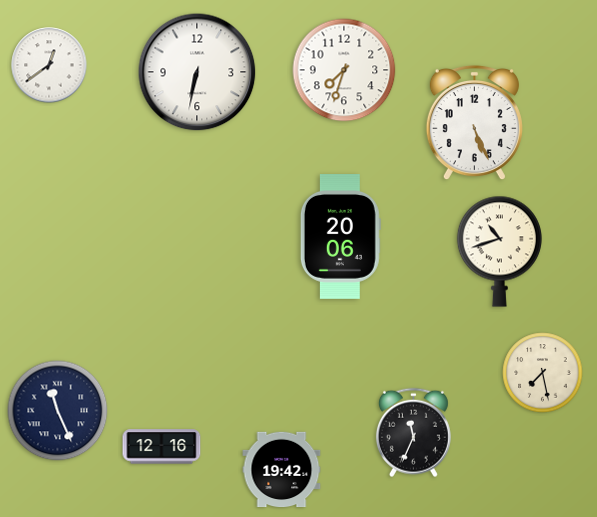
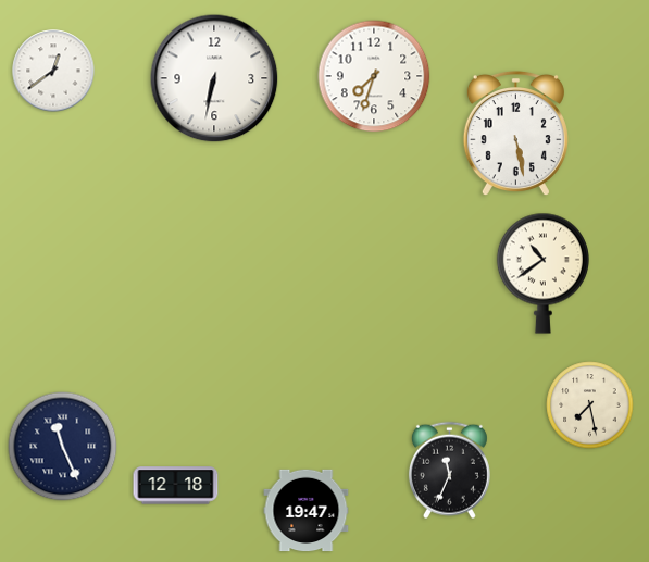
clock at (474, 123): 5:26 -> 5:28
clock at (340, 237): 20:06 -> none
clock at (499, 251): 10:42 -> 10:39
clock at (162, 447): 12:16 -> 12:18
clock at (282, 470): 19:42 -> 19:47
